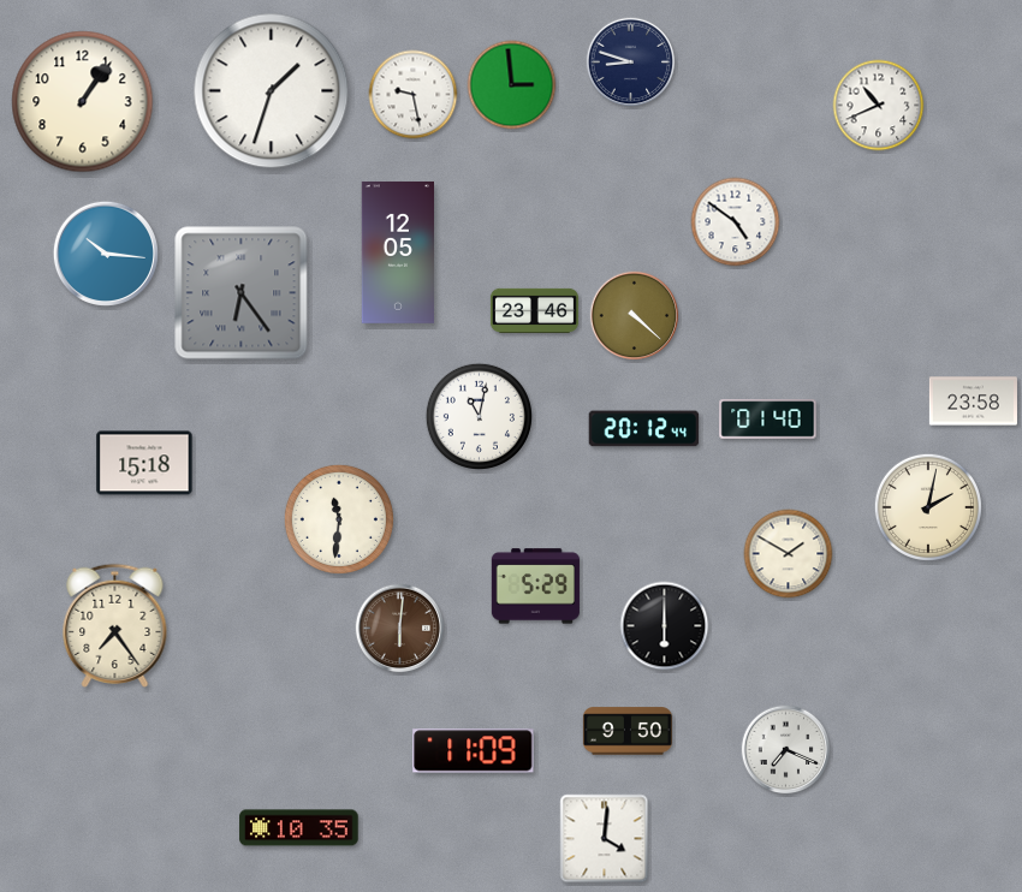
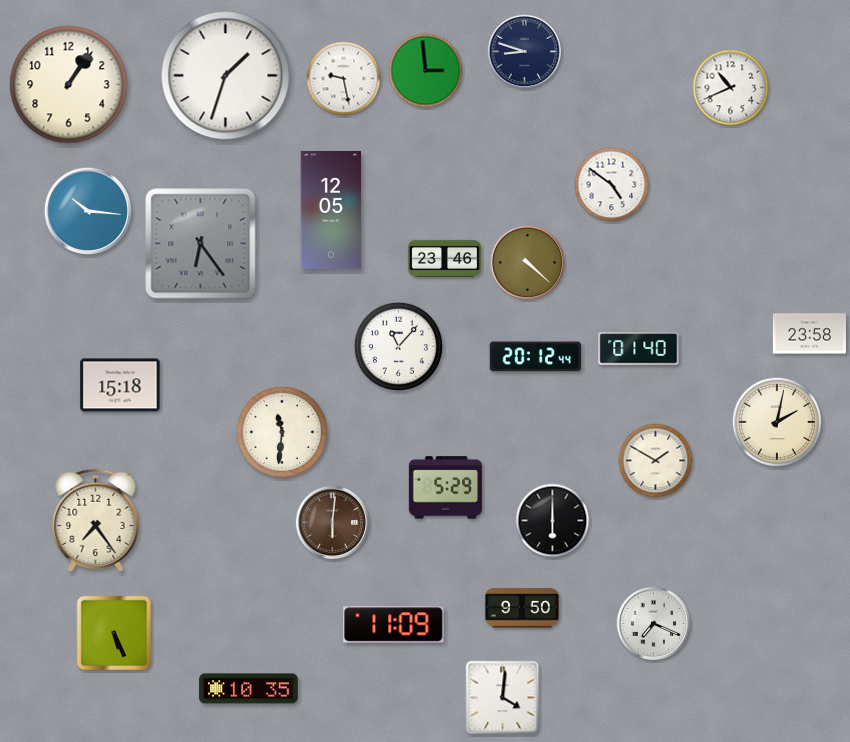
clock at (479, 416): 11:02 -> 11:07
clock at (928, 507) position: (928, 507) -> (777, 422)
clock at (114, 633): none -> 5:26
